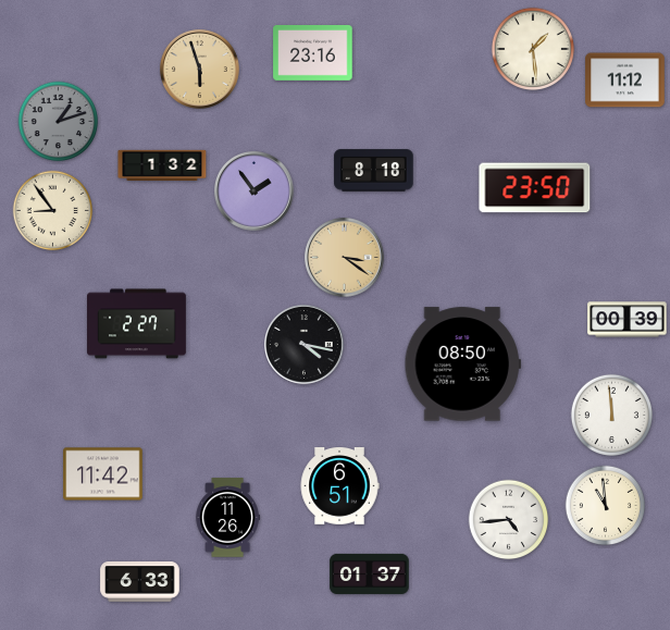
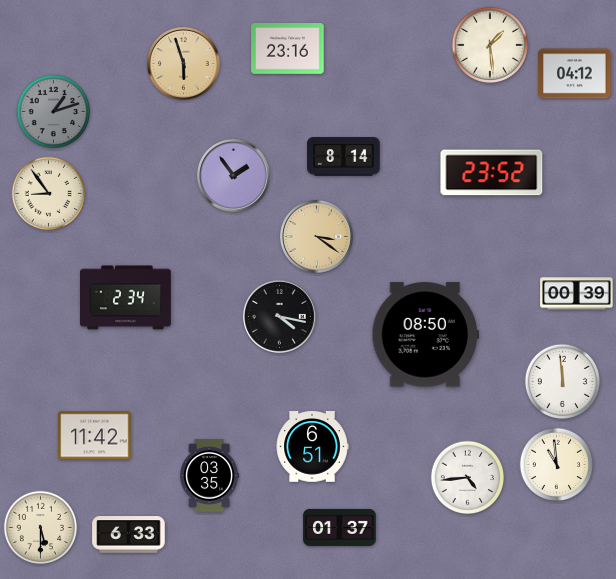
clock at (625, 81): 11:12 -> 04:12
clock at (162, 164): 1:32 -> none
clock at (374, 171): 8:18 -> 8:14
clock at (535, 188): 23:50 -> 23:52
clock at (137, 324): 2:27 -> 2:34
clock at (227, 518): 11:26 -> 03:35
clock at (41, 528): none -> 5:30
